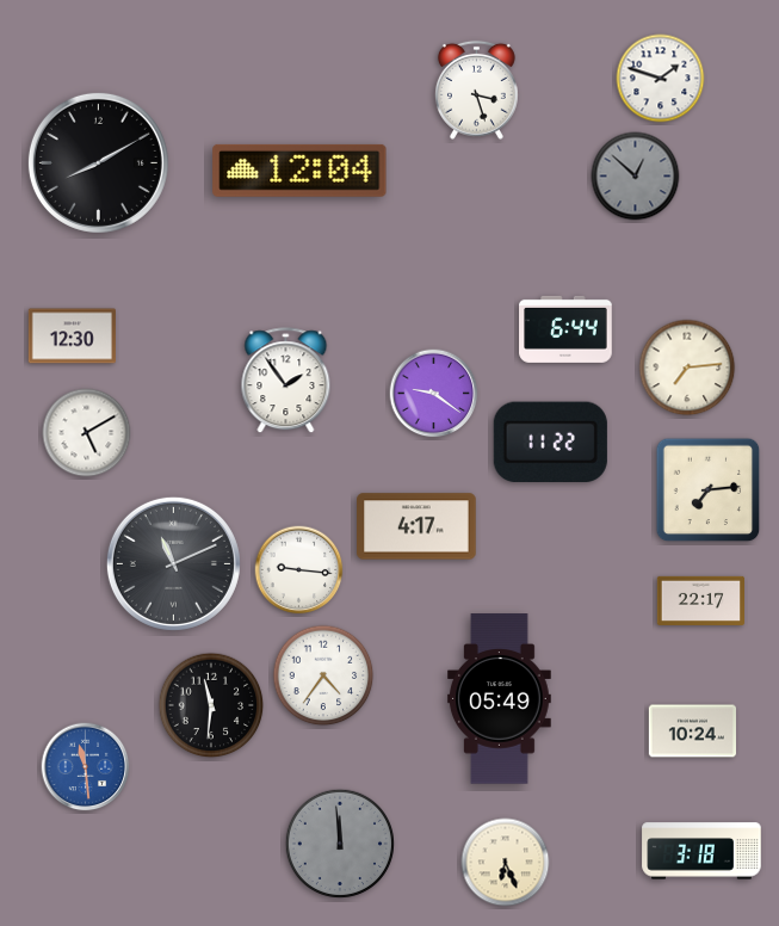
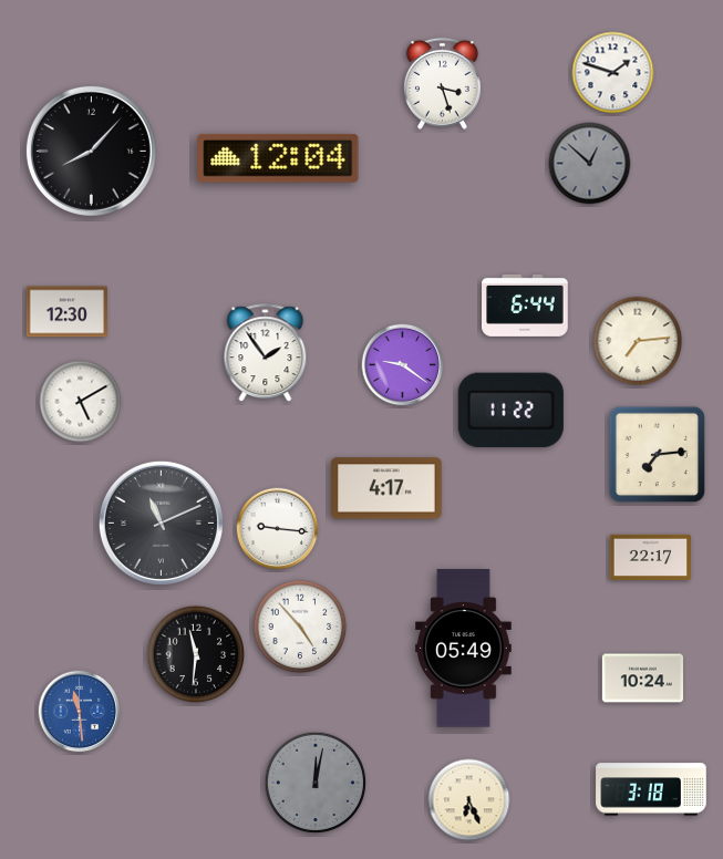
clock at (98, 162): 8:10 -> 8:07
clock at (323, 675): 4:36 -> 4:53
clock at (339, 842): 11:59 -> 12:02
